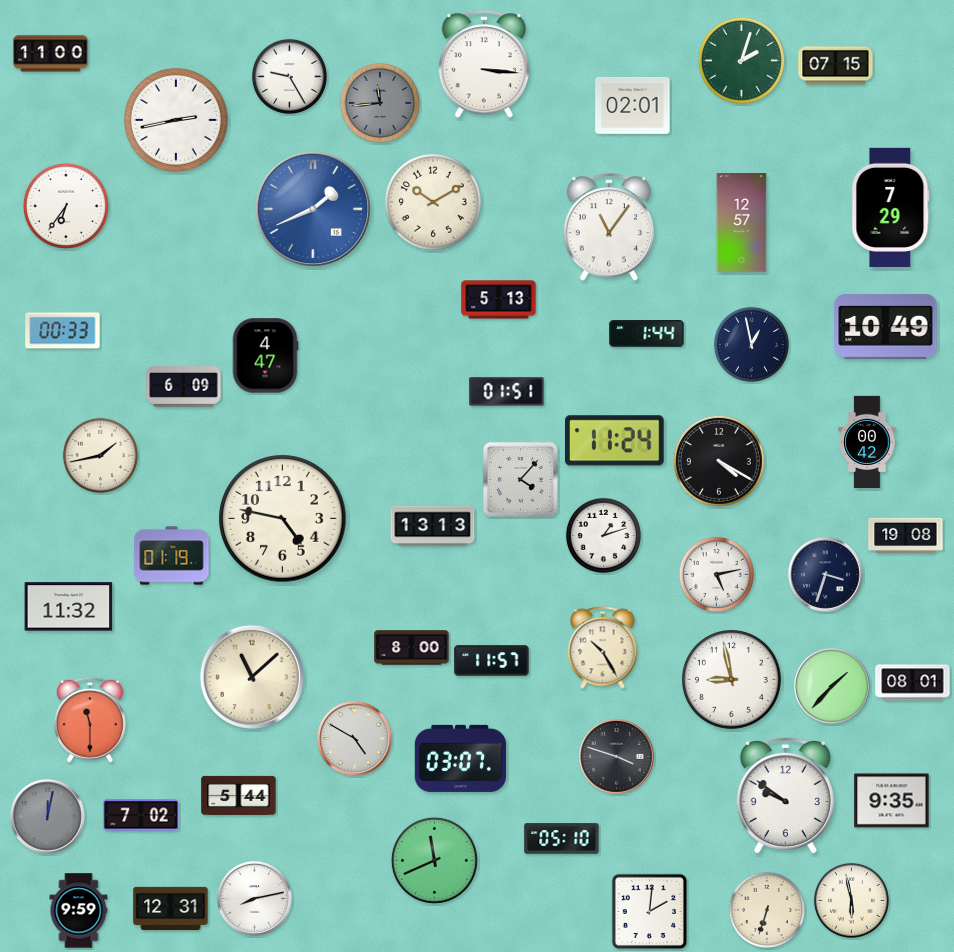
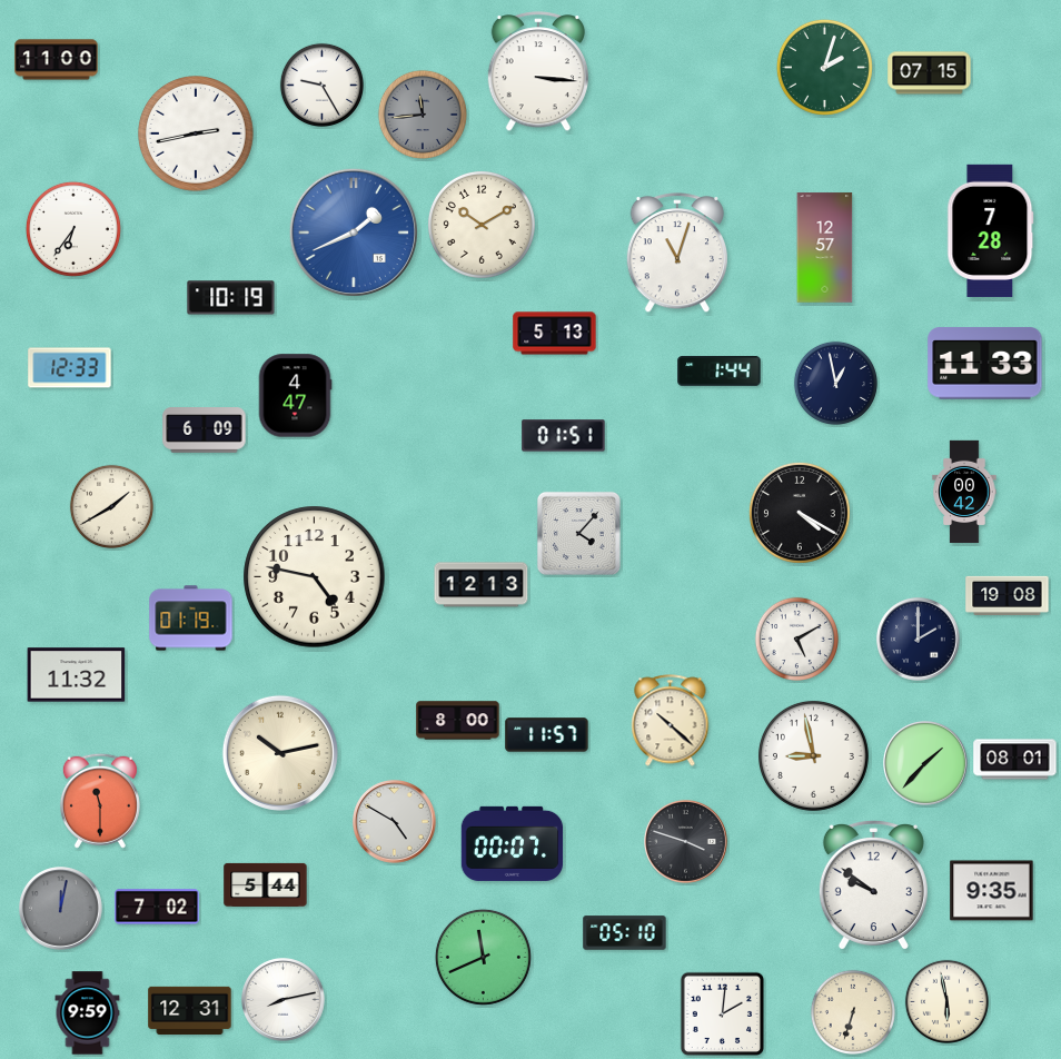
clock at (633, 105): 02:01 -> none
clock at (891, 207): 7:29 -> 7:28
clock at (312, 208) position: (312, 208) -> (353, 231)
clock at (608, 228): 11:06 -> 11:03
clock at (231, 298): none -> 10:19
clock at (886, 327): 10:49 -> 11:33
clock at (63, 331): 00:33 -> 12:33
clock at (615, 441): 11:24 -> none
clock at (100, 455): 1:43 -> 1:40
clock at (433, 526): 13:13 -> 12:13
clock at (603, 535): 1:12 -> none
clock at (716, 574): 5:13 -> 5:10
clock at (826, 575): 3:33 -> 2:00
clock at (603, 648): 10:25 -> 10:22
clock at (252, 677): 11:08 -> 10:13
clock at (461, 758): 03:07 -> 00:07
clock at (48, 817) position: (48, 817) -> (61, 909)
